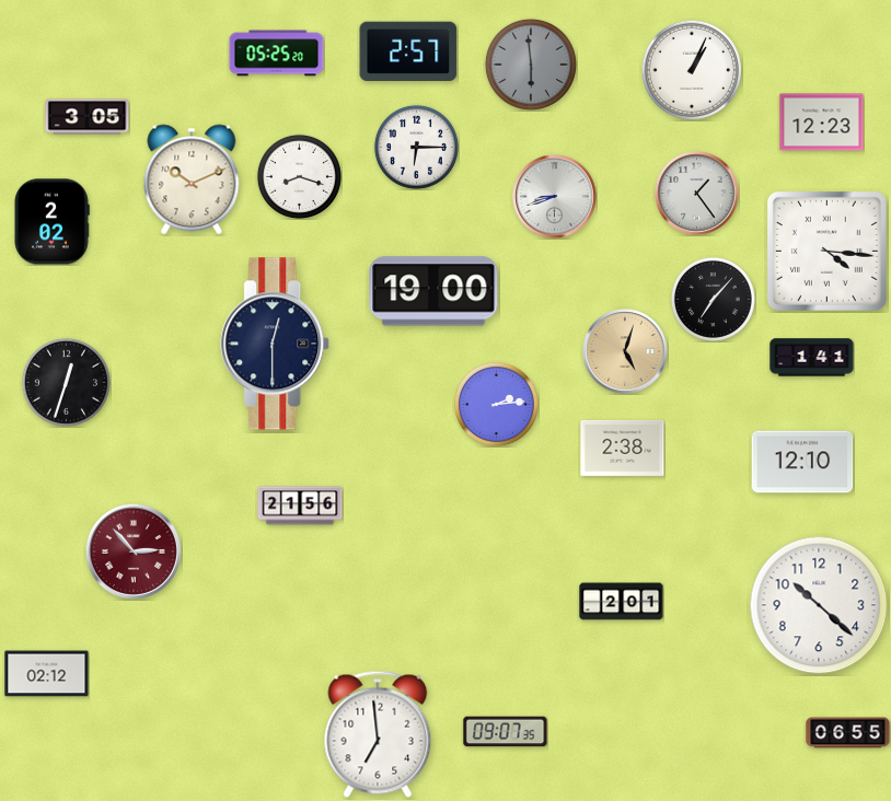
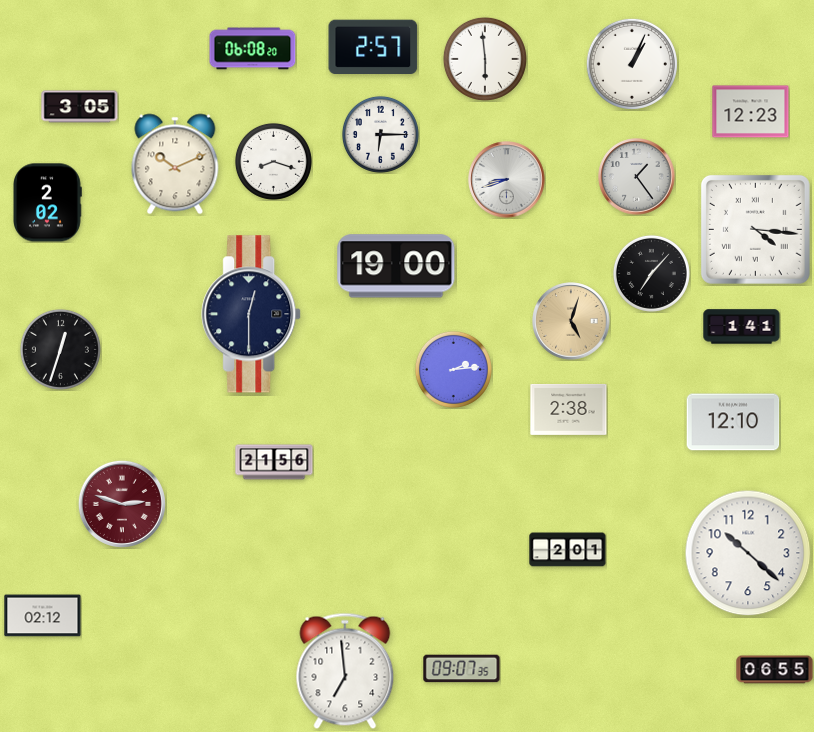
clock at (277, 54): 05:25 -> 06:08
clock at (531, 65) dial: grey -> white
clock at (134, 552): 2:53 -> 2:48
